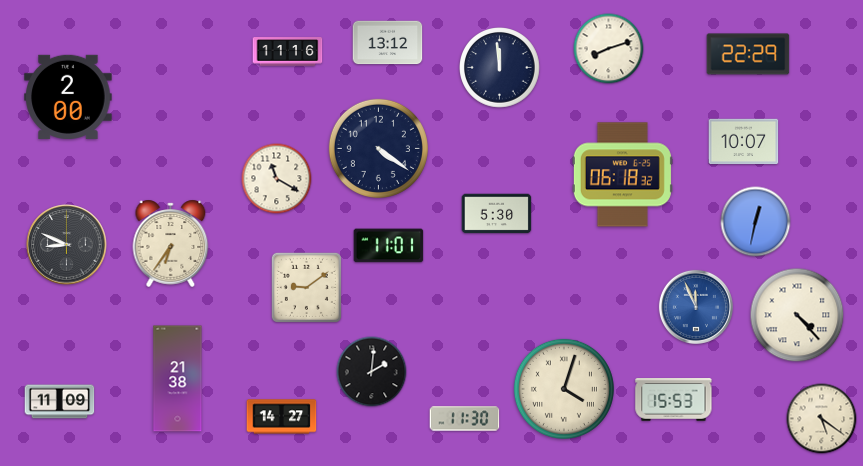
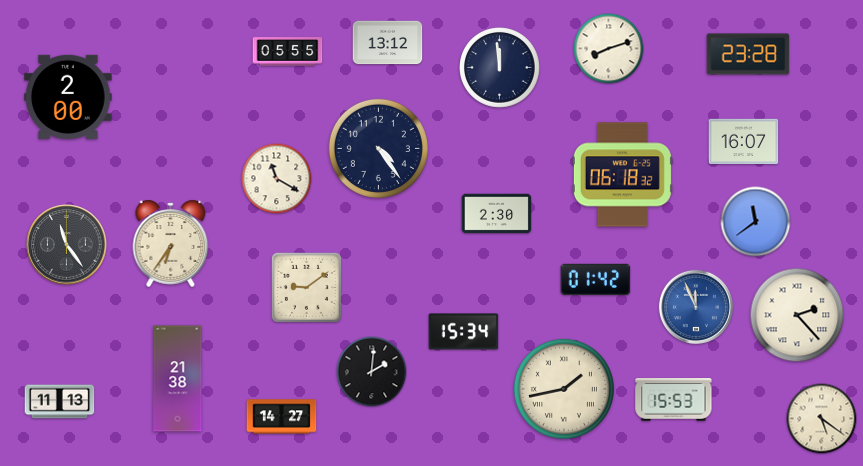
clock at (288, 52): 11:16 -> 05:55
clock at (748, 54): 22:29 -> 23:28
clock at (744, 142): 10:07 -> 16:07
clock at (378, 148): 4:21 -> 4:24
clock at (497, 214): 5:30 -> 2:30
clock at (756, 222): 12:32 -> 11:39
clock at (67, 245): 8:49 -> 11:24
clock at (389, 246): 11:01 -> none
clock at (596, 279): none -> 01:42
clock at (797, 315): 4:23 -> 2:23
clock at (464, 332): none -> 15:34
clock at (564, 389): 4:03 -> 1:43
clock at (60, 402): 11:09 -> 11:13
clock at (465, 419): 11:30 -> none
